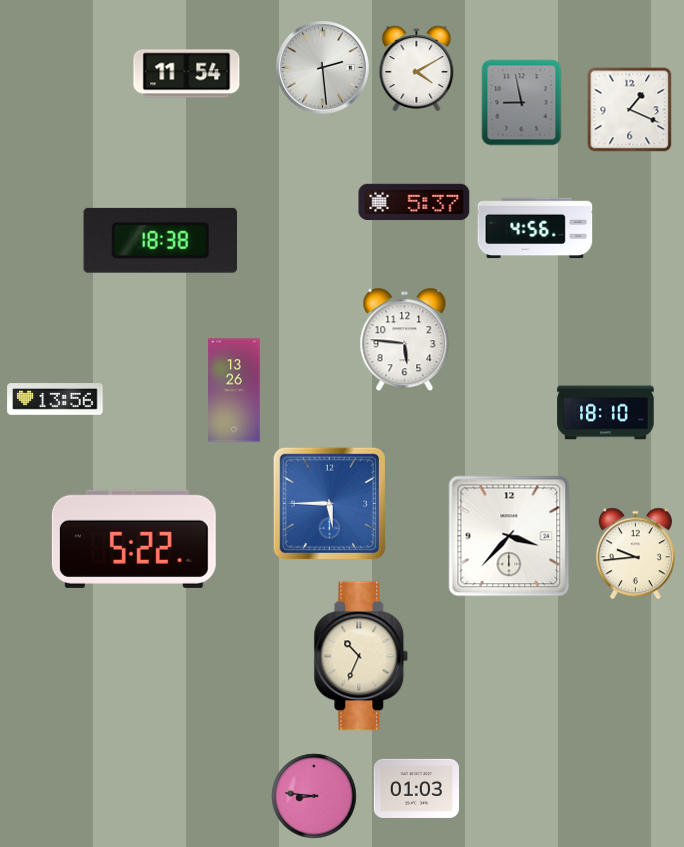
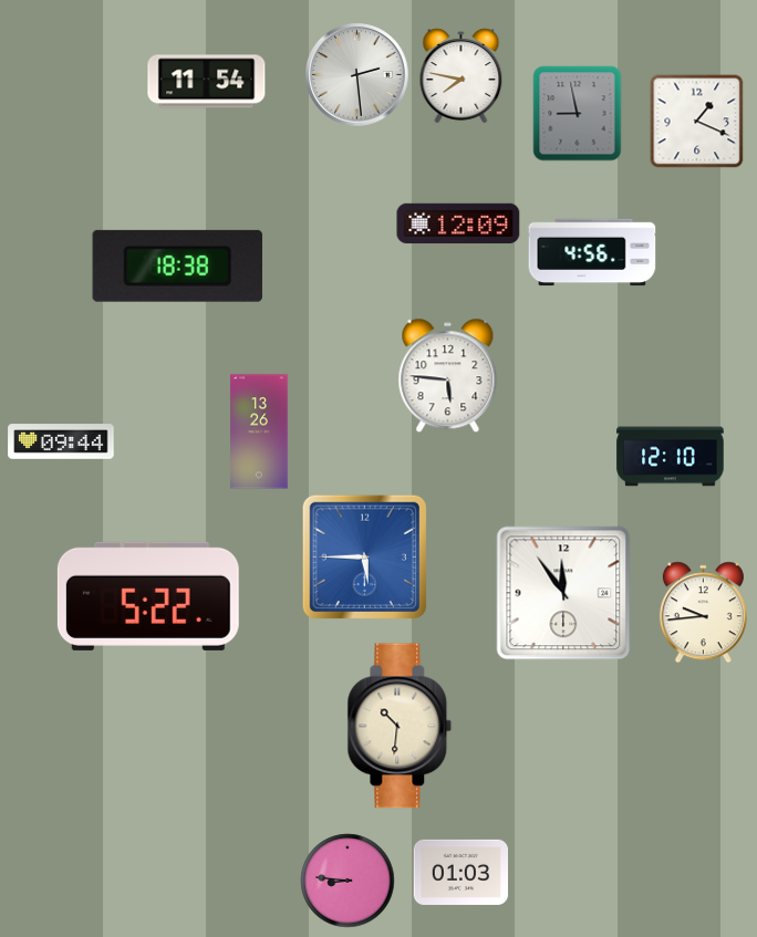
clock at (417, 69): 4:10 -> 7:47
clock at (414, 202): 5:37 -> 12:09
clock at (55, 399): 13:56 -> 09:44
clock at (606, 413): 18:10 -> 12:10
clock at (509, 536): 3:37 -> 11:54
clock at (361, 656): 10:34 -> 10:31
